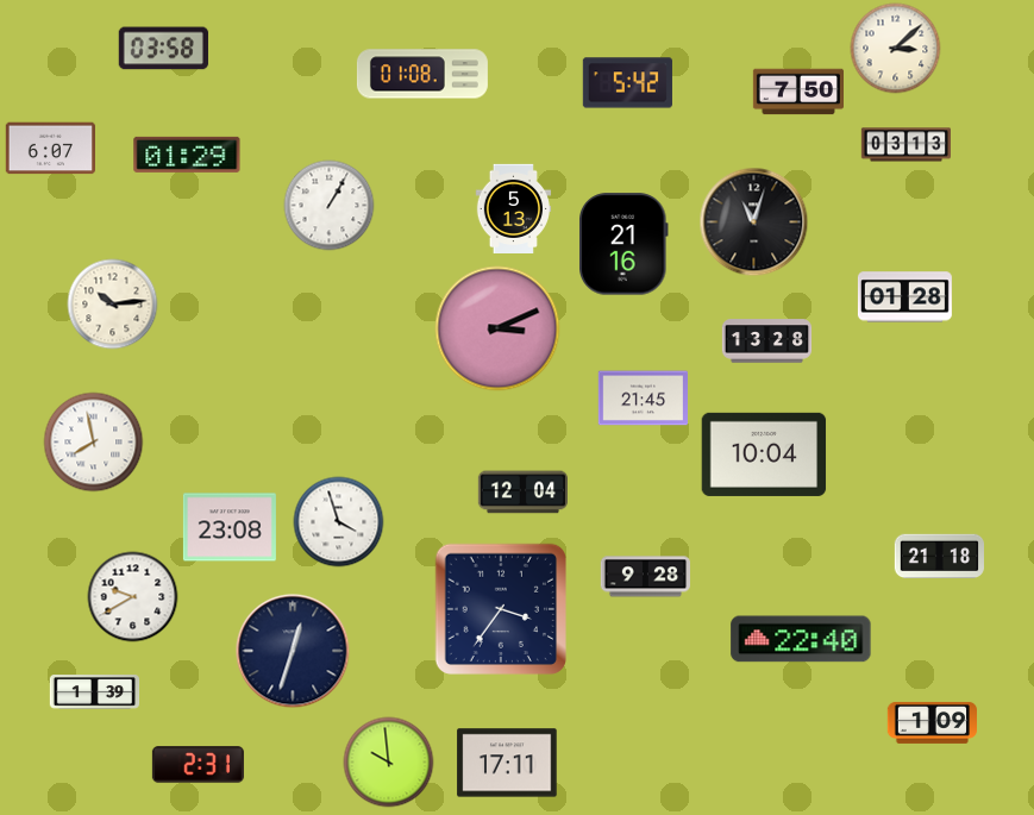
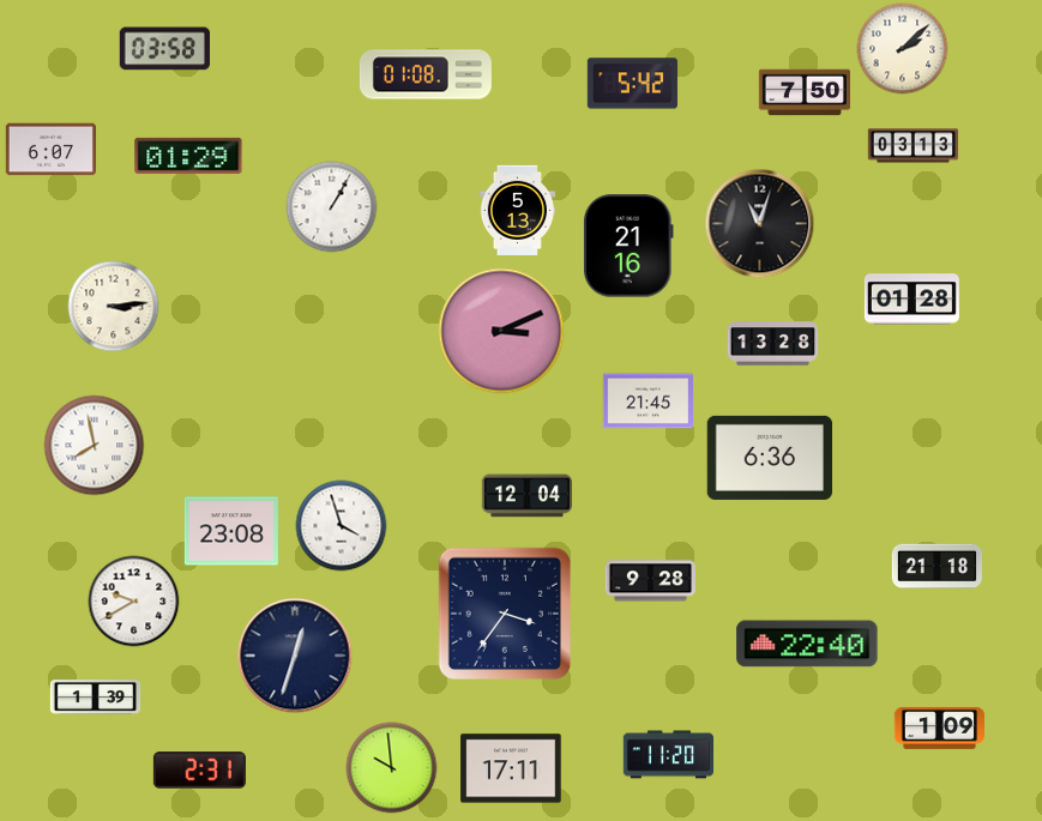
clock at (896, 49): 3:08 -> 2:08
clock at (113, 305): 10:14 -> 3:14
clock at (764, 454): 10:04 -> 6:36
clock at (939, 557) position: (939, 557) -> (936, 567)
clock at (668, 755): none -> 11:20
